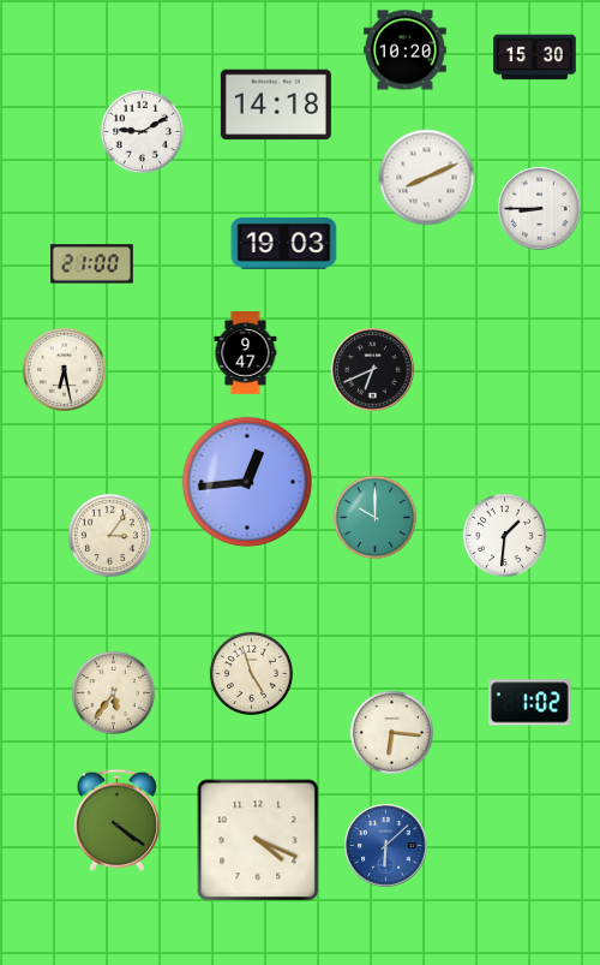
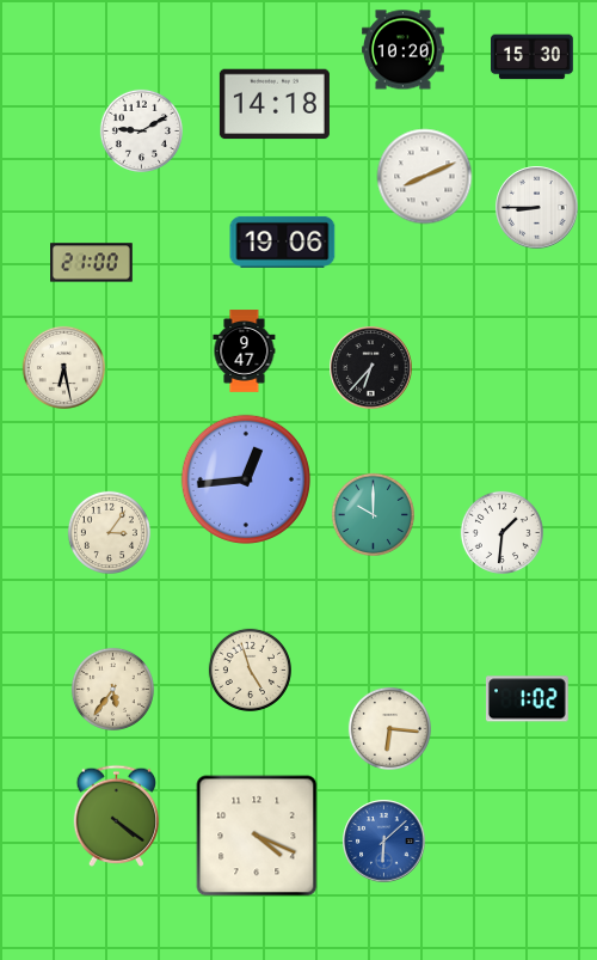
clock at (284, 243): 19:03 -> 19:06
clock at (373, 370): 6:41 -> 6:37
